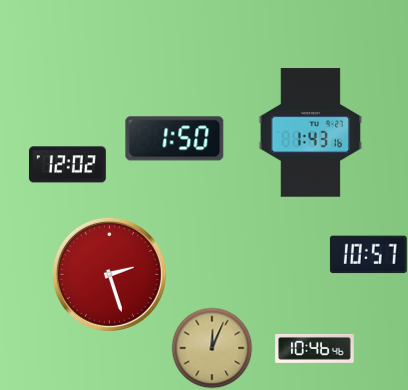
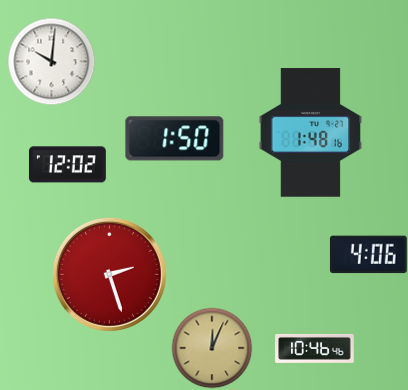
clock at (51, 61): none -> 10:01
clock at (311, 133): 1:43 -> 1:48
clock at (368, 255): 10:57 -> 4:06
